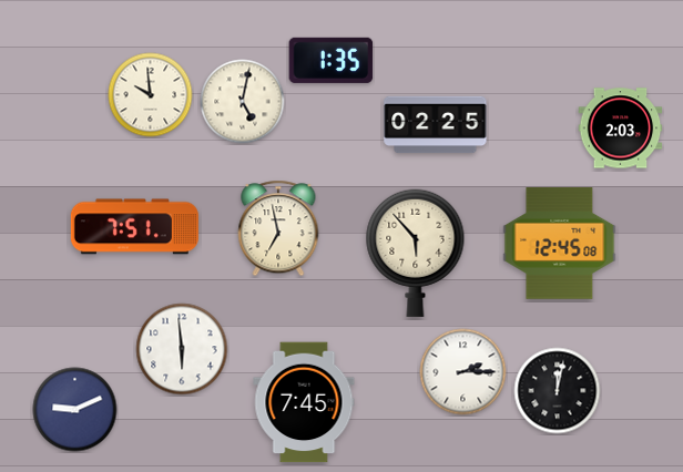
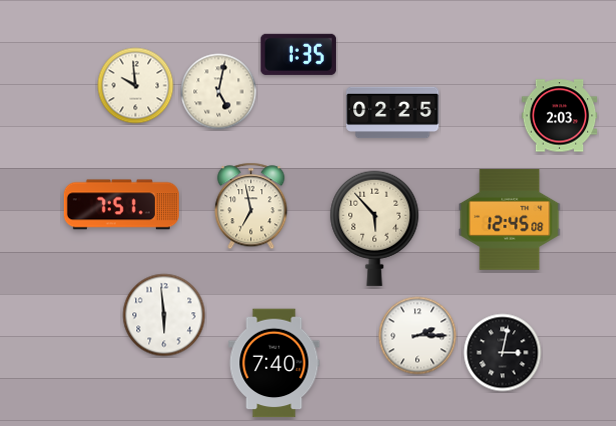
clock at (560, 244) position: (560, 244) -> (510, 220)
clock at (558, 391): 12:02 -> 3:02
clock at (304, 402): 7:45 -> 7:40
clock at (75, 410): 9:11 -> none
